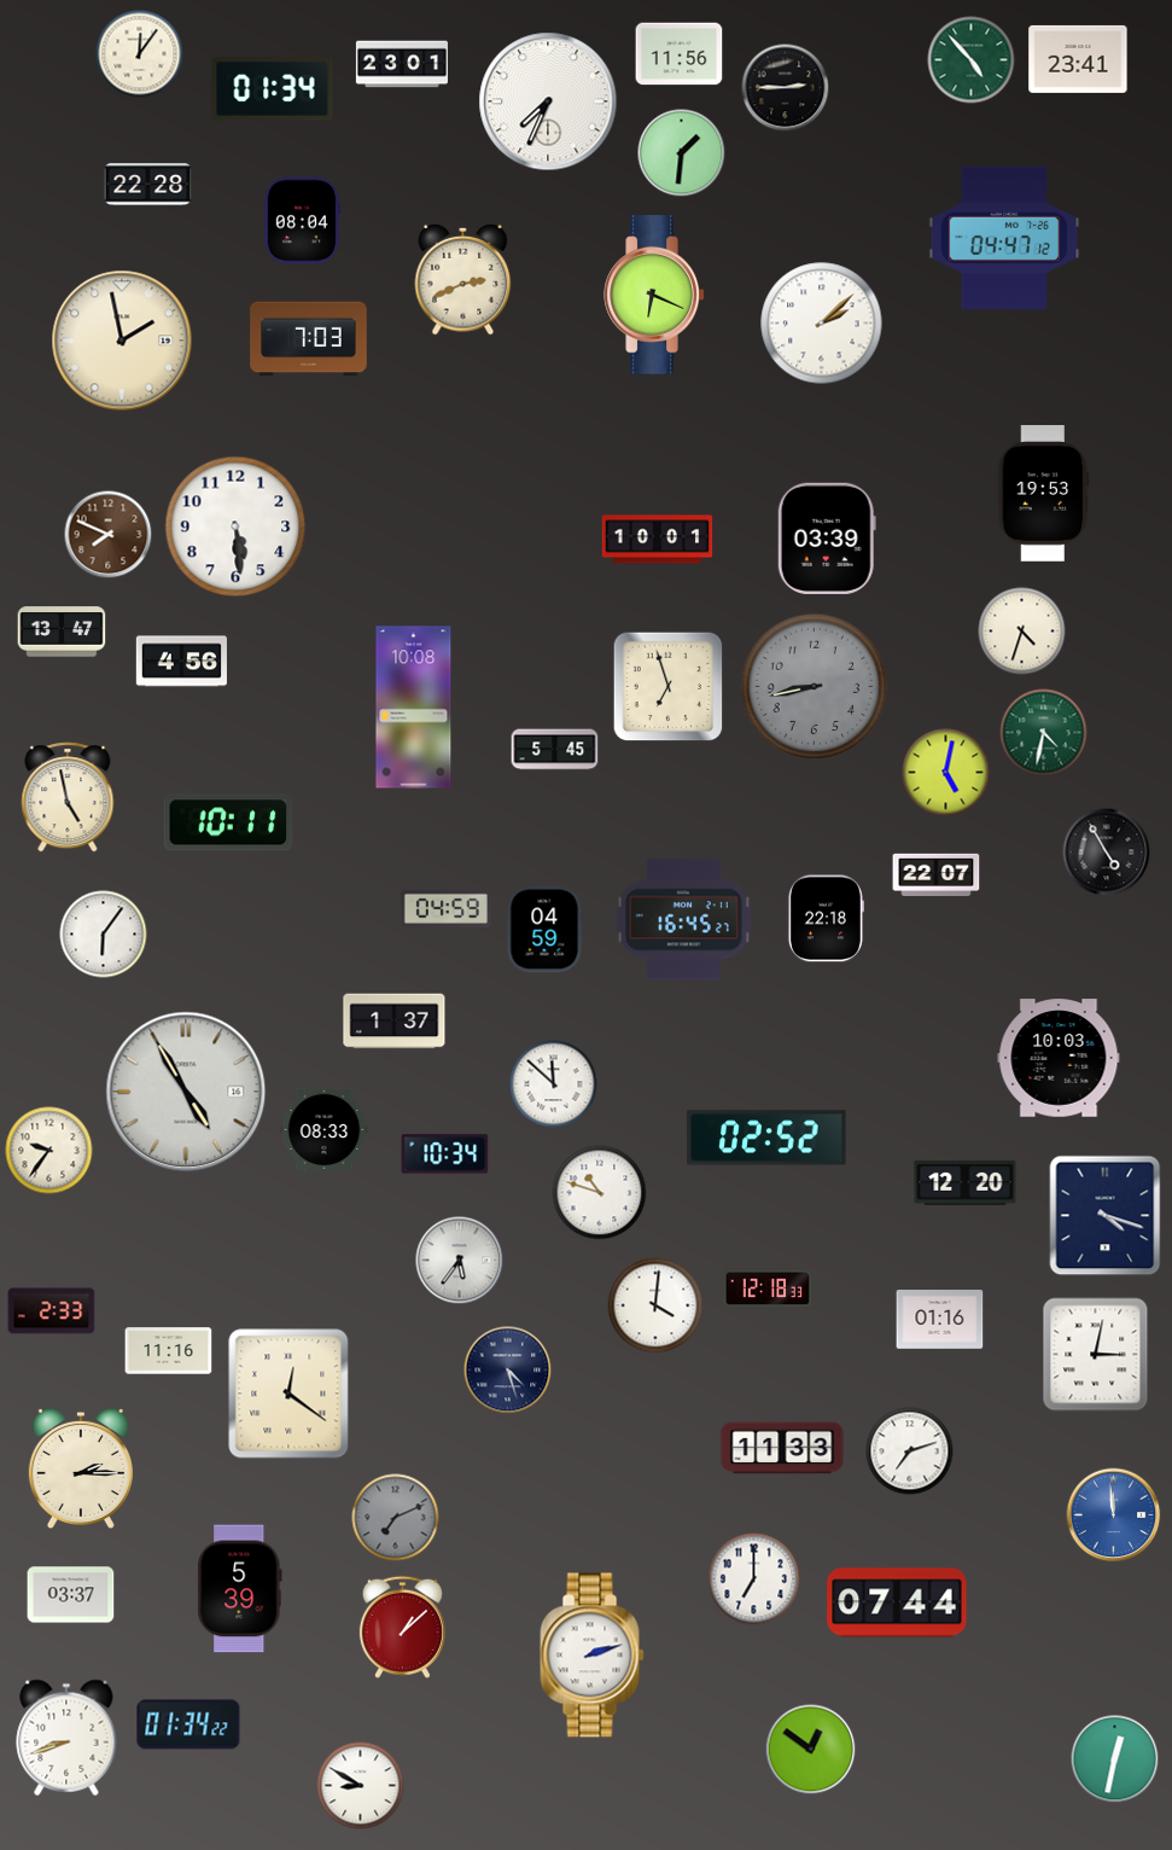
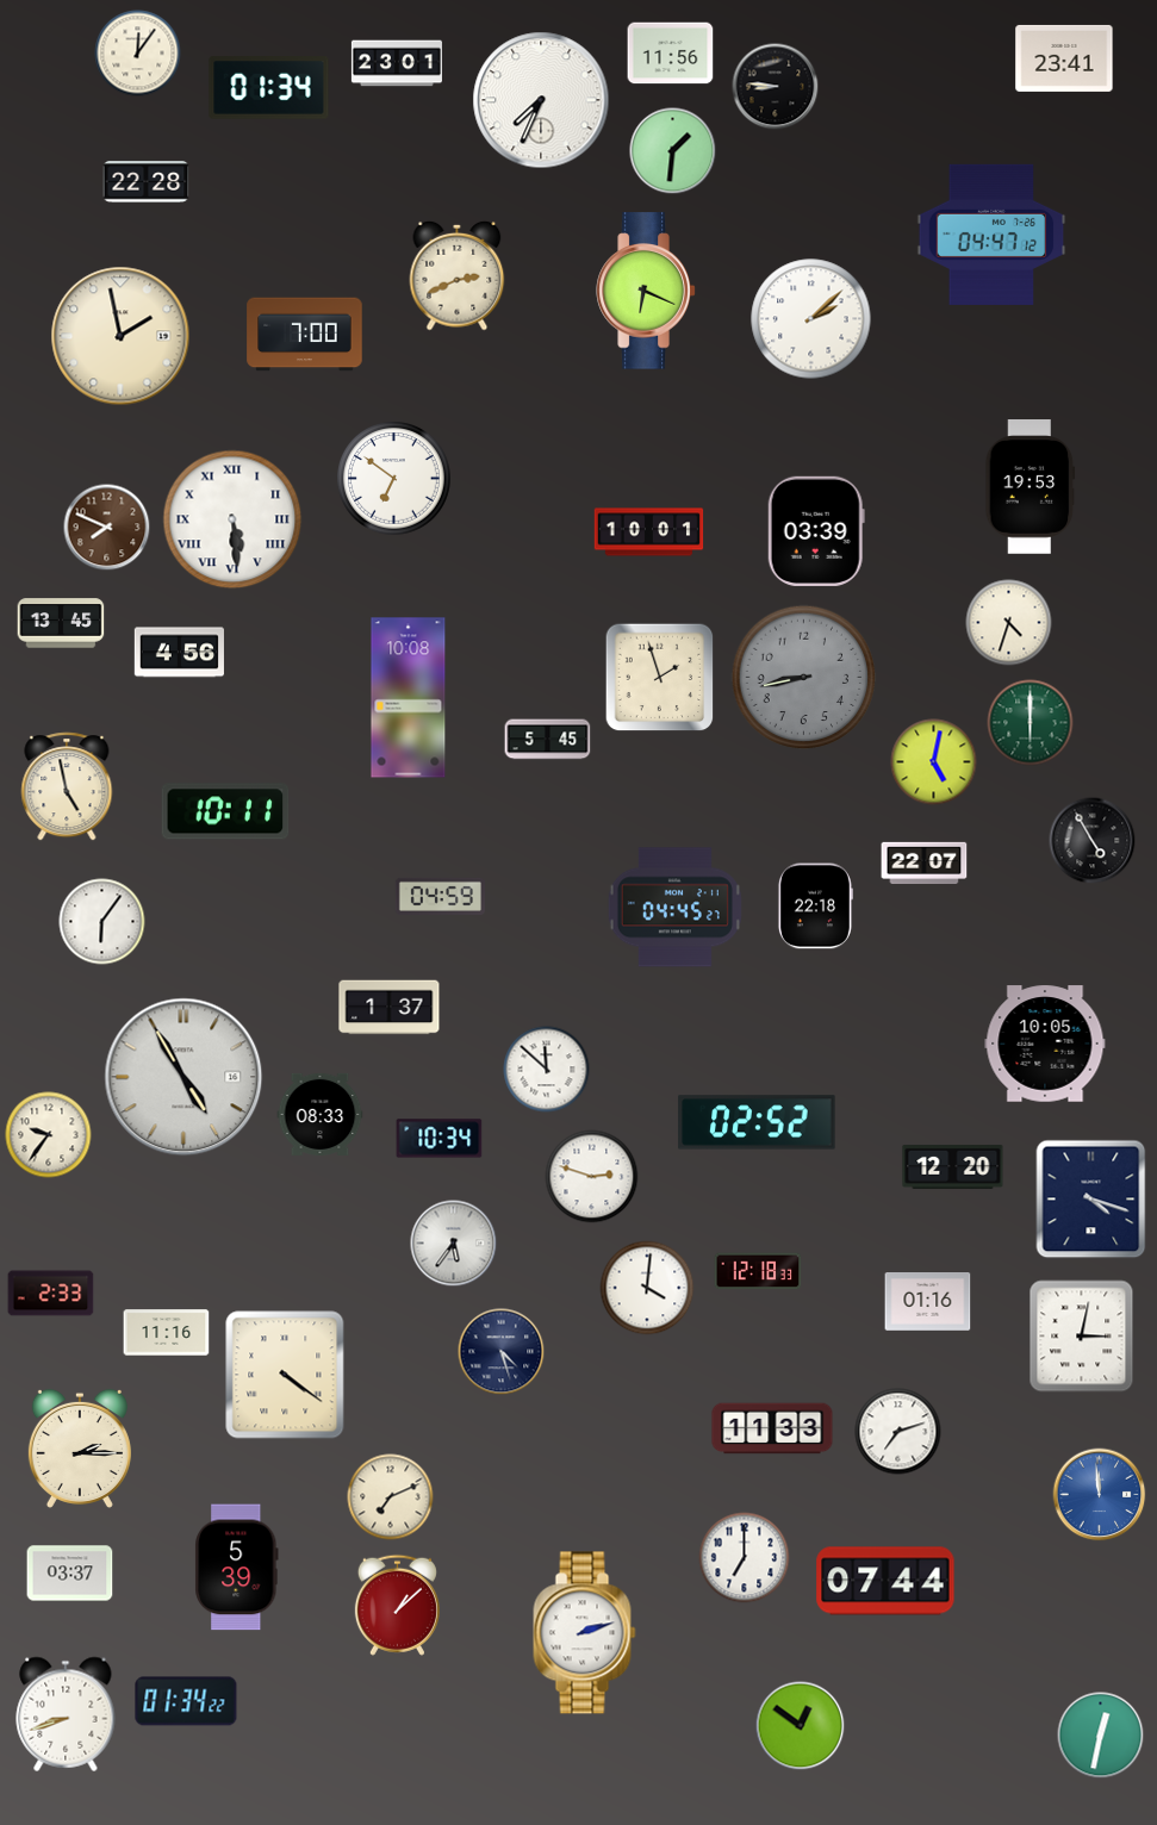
clock at (972, 60): 4:53 -> none
clock at (786, 88): 2:45 -> 8:46
clock at (302, 221): 08:04 -> none
clock at (309, 339): 7:03 -> 7:00
clock at (394, 479): none -> 6:51
clock at (235, 527) numerals: Arabic -> Roman
clock at (62, 632): 13:47 -> 13:45
clock at (669, 687): 6:57 -> 1:57
clock at (1044, 733): 4:32 -> 6:00
clock at (683, 920): 16:45 -> 04:45
clock at (546, 930): 04:59 -> none
clock at (1059, 1058): 10:03 -> 10:05
clock at (600, 1193): 10:48 -> 2:48
clock at (288, 1394): 12:21 -> 4:21
clock at (396, 1518) dial: grey -> cream
clock at (361, 1786): 8:50 -> none
